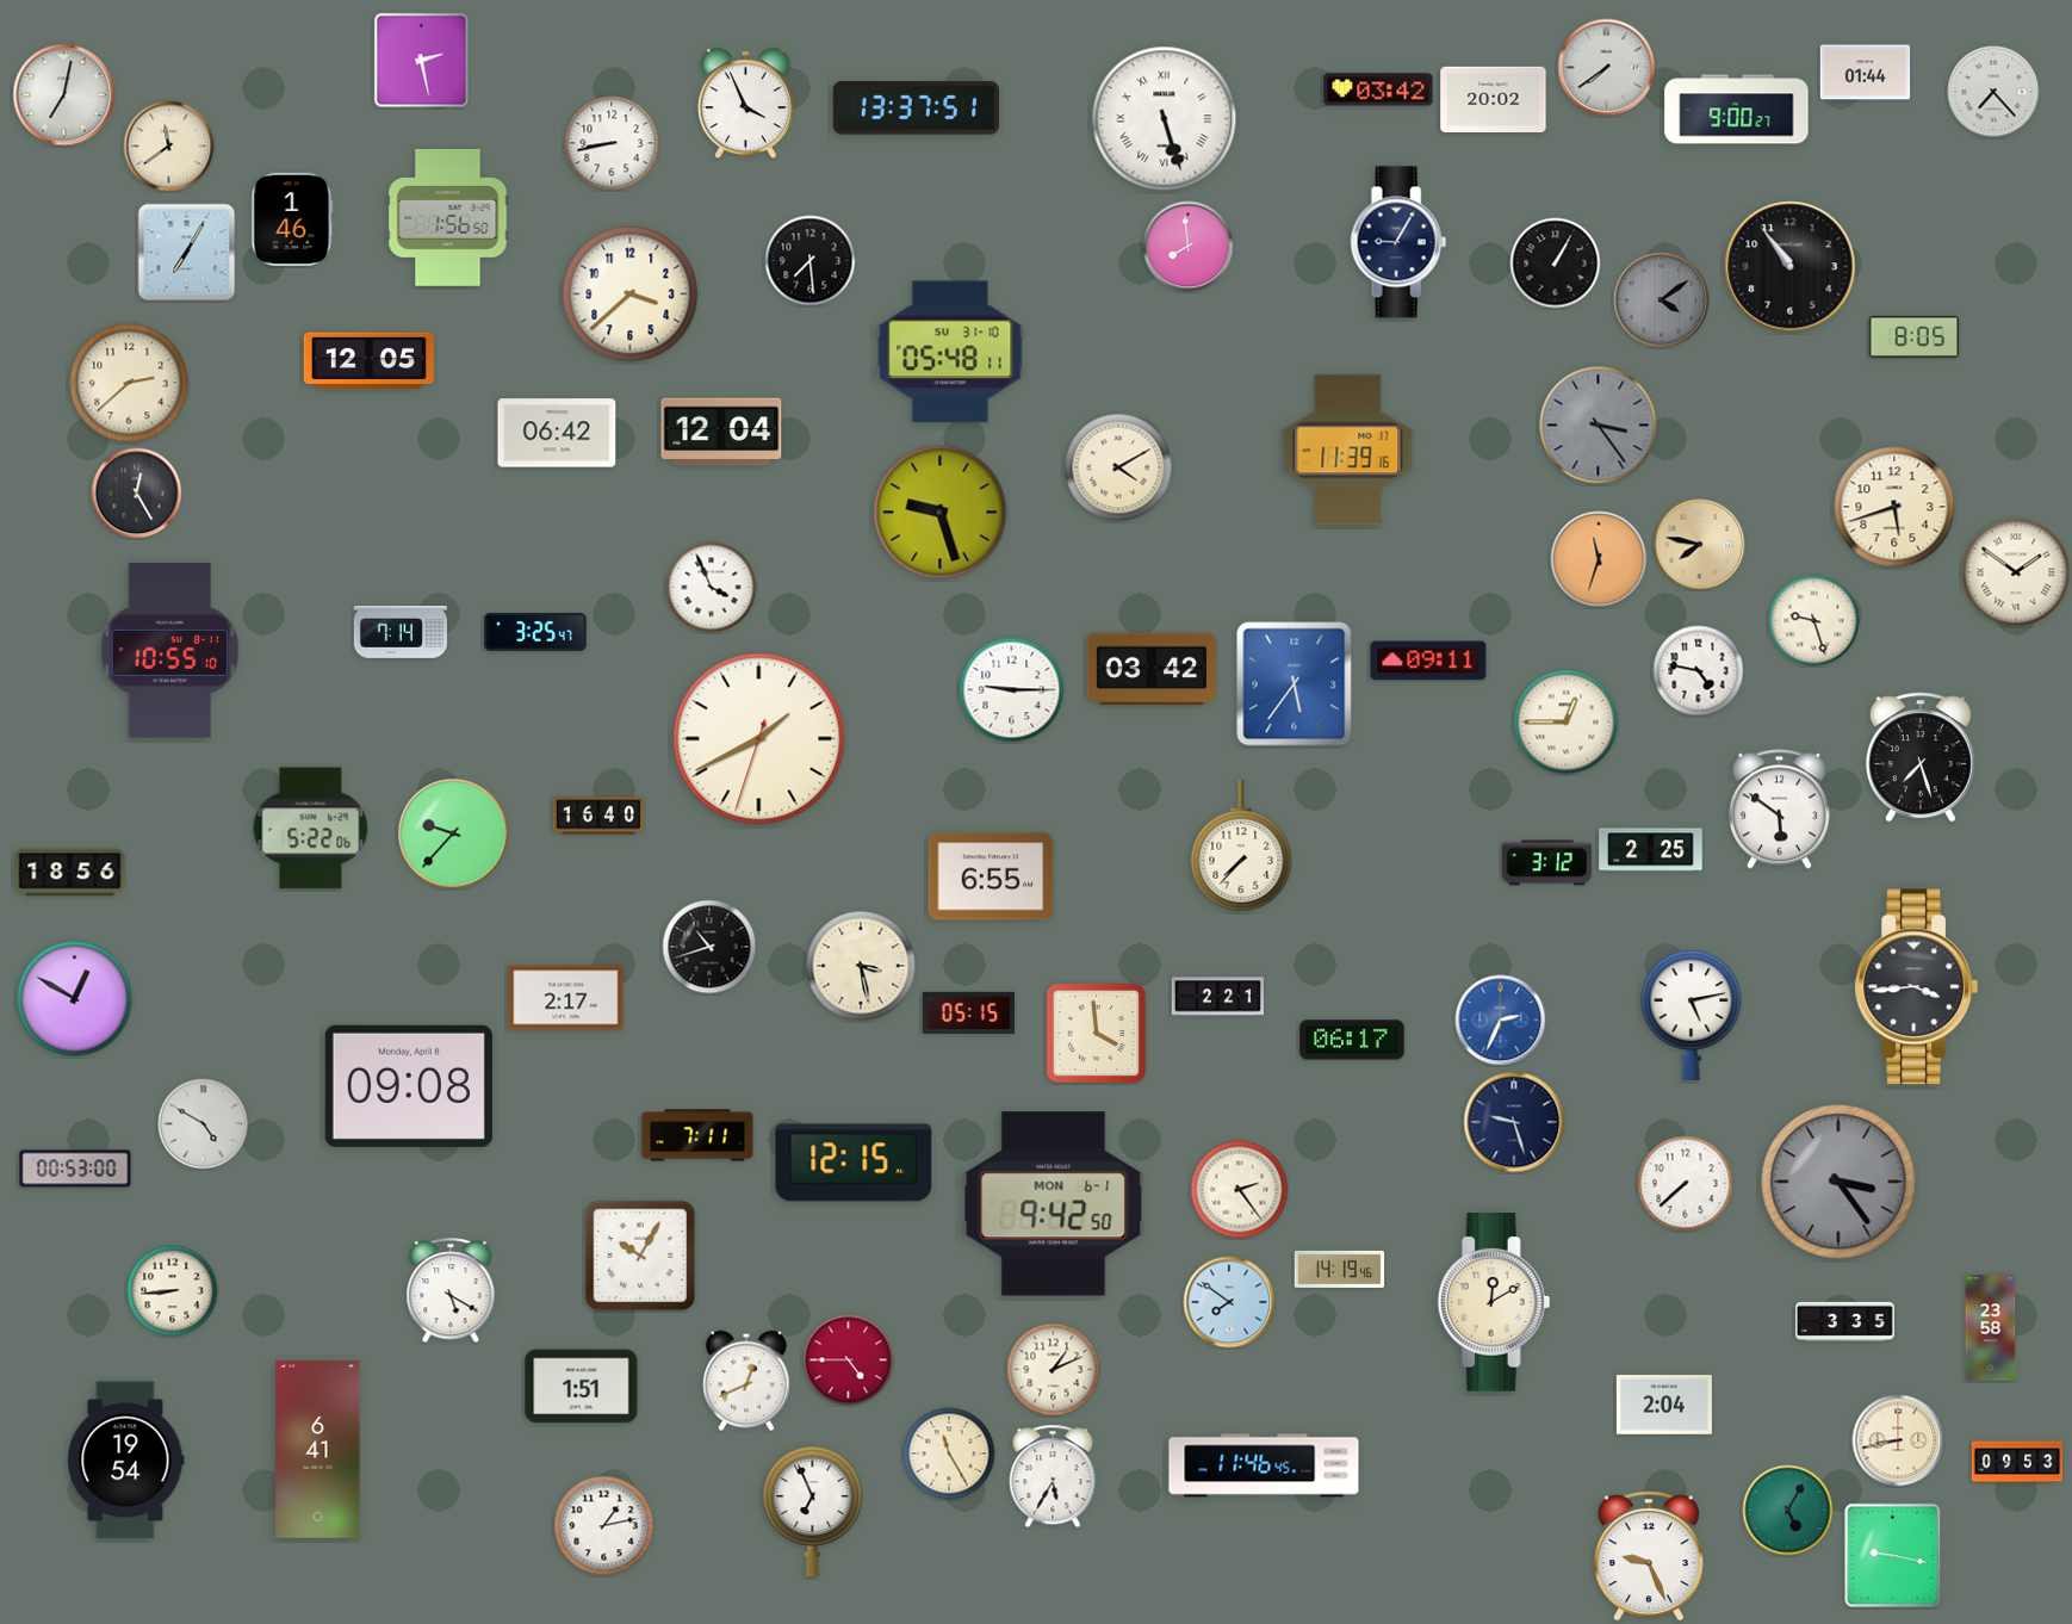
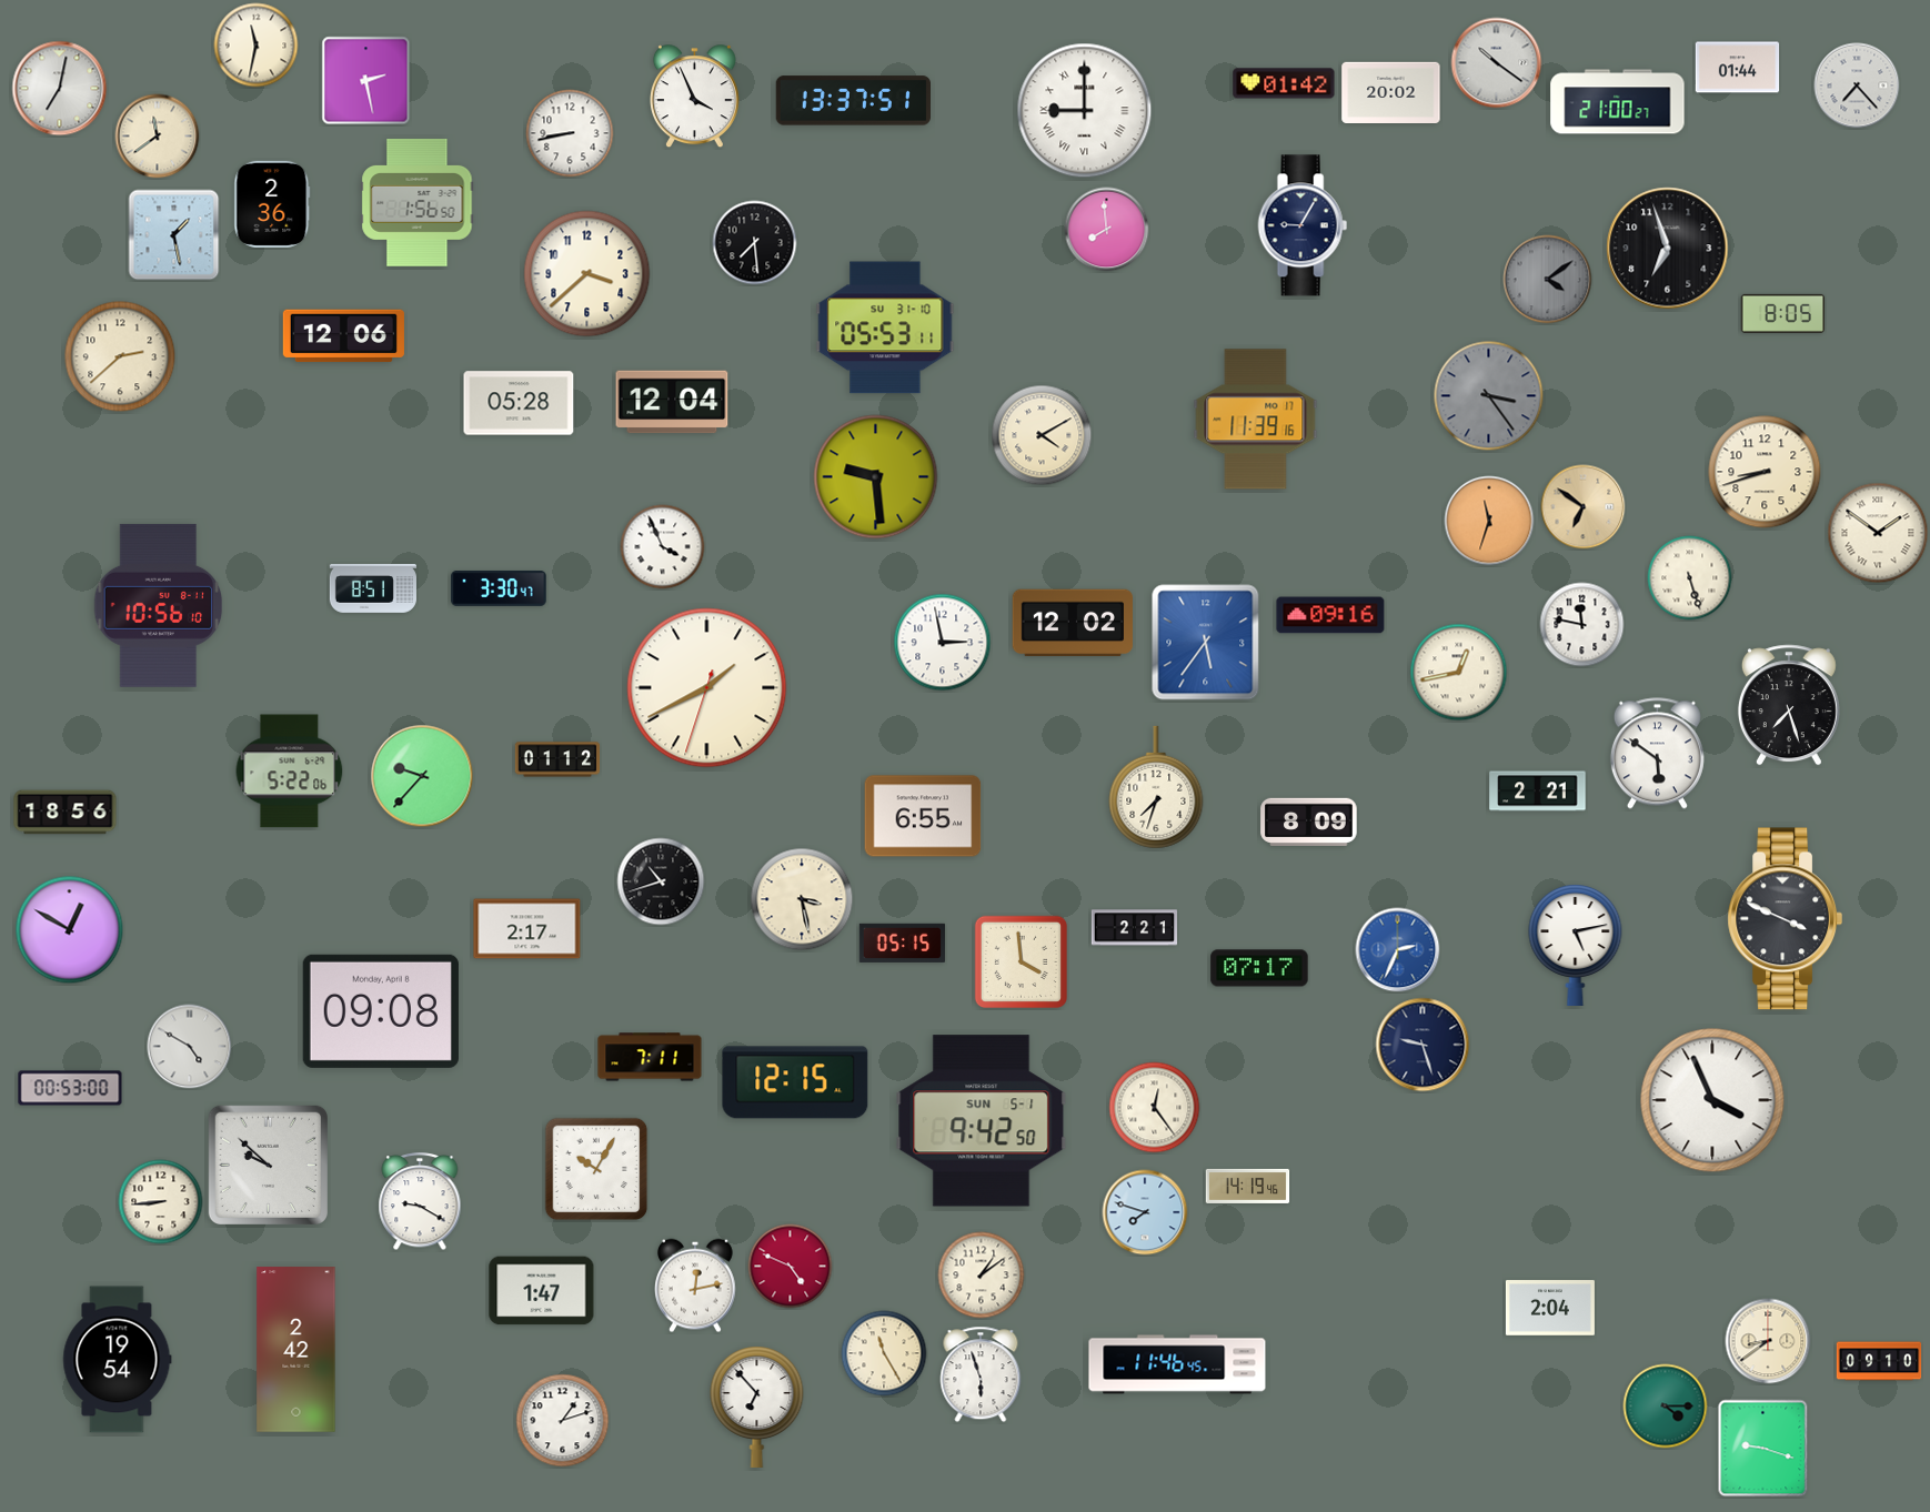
clock at (257, 46): none -> 11:32
clock at (422, 61) position: (422, 61) -> (366, 81)
clock at (1607, 68): 7:39 -> 10:21
clock at (1378, 89): 03:42 -> 01:42
clock at (1737, 110): 9:00 -> 21:00
clock at (1165, 119): 5:27 -> 9:00
clock at (292, 219): 1:46 -> 2:36
clock at (187, 253): 7:05 -> 1:28
clock at (1556, 264): 1:05 -> none
clock at (1791, 267): 10:54 -> 6:57
clock at (950, 352): 05:48 -> 05:53
clock at (368, 361): 12:05 -> 12:06
clock at (557, 433): 06:42 -> 05:28
clock at (137, 494): 12:25 -> none
clock at (1894, 507): 5:42 -> 8:42
clock at (941, 513): 9:27 -> 9:29
clock at (1700, 545): 7:47 -> 6:51
clock at (1814, 621): 9:27 -> 5:27
clock at (401, 633): 7:14 -> 8:51
clock at (535, 633): 3:25 -> 3:30
clock at (170, 650): 10:55 -> 10:56
clock at (1428, 661): 09:11 -> 09:16
clock at (1152, 669): 03:42 -> 12:02
clock at (1699, 671): 4:47 -> 11:47
clock at (1295, 684) position: (1295, 684) -> (1206, 643)
clock at (1012, 690): 9:15 -> 2:58
clock at (1567, 723): 12:45 -> 12:43
clock at (598, 816): 16:40 -> 01:12
clock at (1241, 845): 7:37 -> 7:33
clock at (1651, 850): 2:25 -> 2:21
clock at (1547, 863): 3:12 -> none
clock at (1309, 821): none -> 8:09
clock at (1916, 987): 3:44 -> 3:49
clock at (1352, 1040): 06:17 -> 07:17
clock at (1514, 1122) position: (1514, 1122) -> (1423, 1045)
clock at (1838, 1182): 3:24 -> 3:56
clock at (1838, 1182) dial: grey -> white
clock at (1686, 1184): 7:38 -> none
clock at (1240, 1190): 2:24 -> 12:24
clock at (1054, 1204) date: MON 6-1 -> SUN 5-1
clock at (268, 1165): none -> 9:52
clock at (1340, 1269) position: (1340, 1269) -> (1248, 1186)
clock at (451, 1291): 5:20 -> 9:20
clock at (1229, 1302): 7:51 -> 7:48
clock at (1494, 1302): 12:10 -> none
clock at (1845, 1321): 3:35 -> none
clock at (1991, 1328): 23:58 -> none
clock at (849, 1360): 4:45 -> 4:49
clock at (1054, 1370): 1:11 -> 1:09
clock at (747, 1381): 12:41 -> 12:13
clock at (582, 1387): 1:51 -> 1:47
clock at (1898, 1440): 8:43 -> 8:39
clock at (318, 1450): 6:41 -> 2:42
clock at (2017, 1462): 09:53 -> 09:10
clock at (1053, 1476): 5:35 -> 5:57
clock at (1788, 1511): 5:05 -> 4:15
clock at (813, 1512): 6:56 -> 6:53
clock at (604, 1526): 1:13 -> 1:12
clock at (1649, 1556): 9:26 -> none
clock at (1893, 1556): 9:17 -> 9:18
